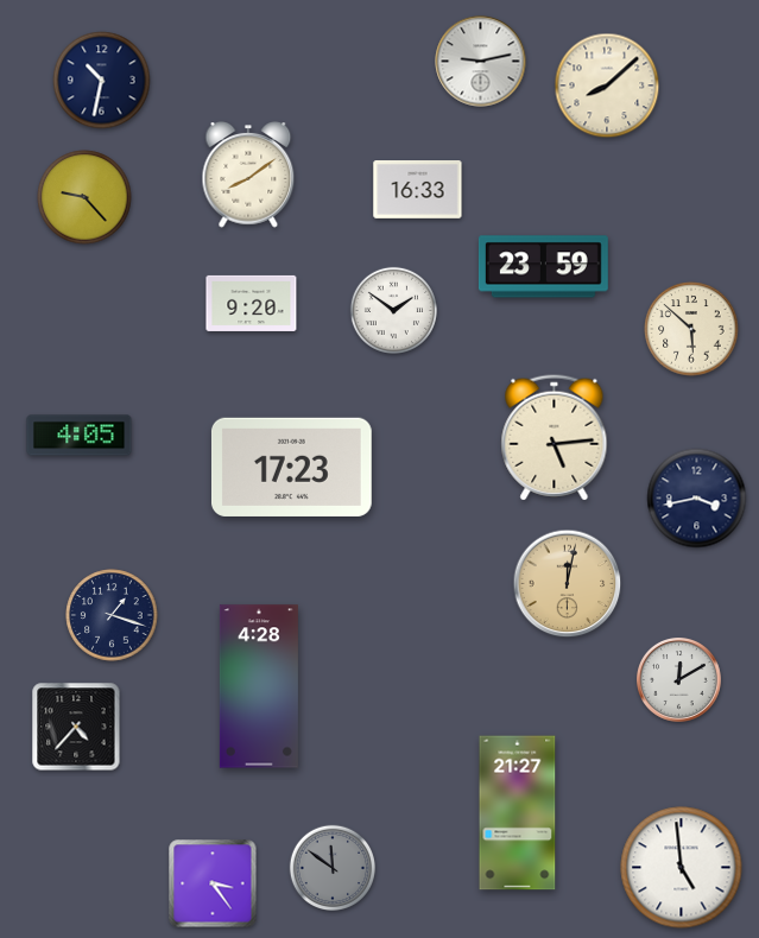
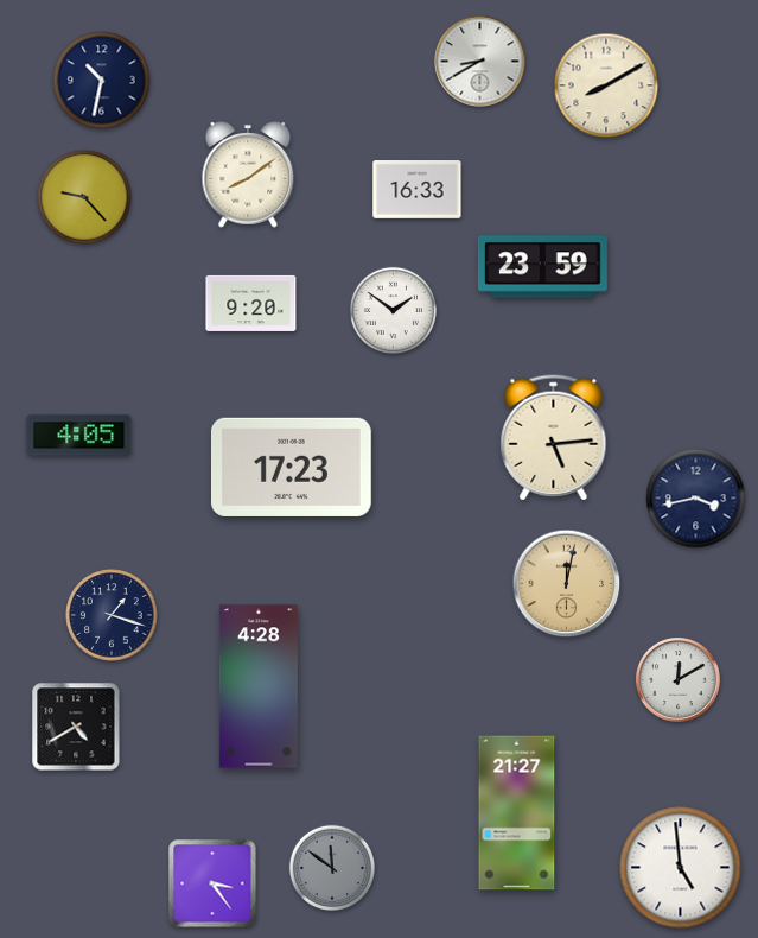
clock at (481, 62): 9:13 -> 8:40
clock at (607, 85): 8:08 -> 8:10
clock at (691, 329): 5:52 -> none
clock at (76, 727): 4:37 -> 4:40
